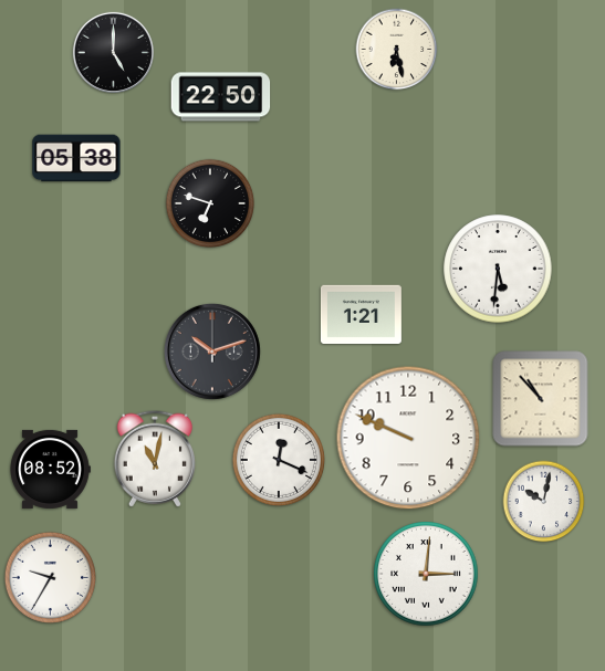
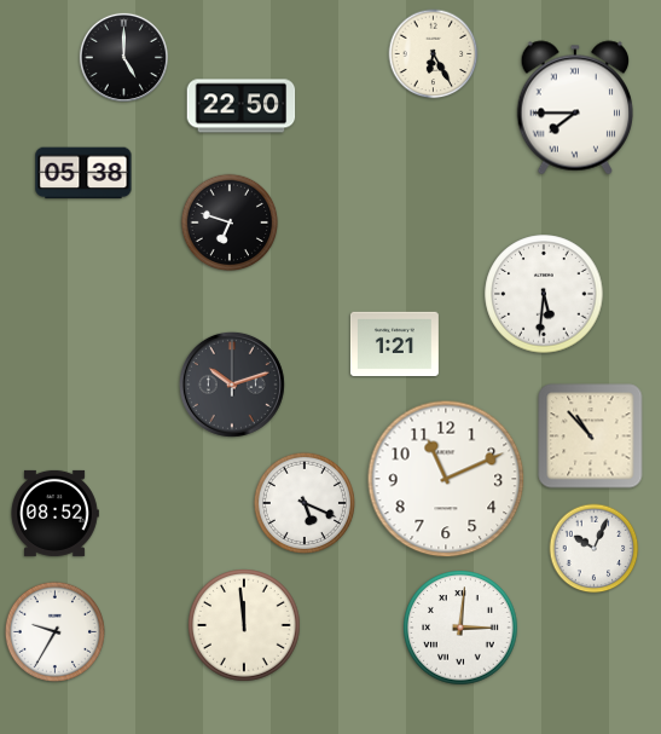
clock at (397, 50): 6:28 -> 6:25
clock at (574, 108): none -> 7:45
clock at (408, 438): 9:49 -> 11:11
clock at (154, 459): 11:02 -> none
clock at (279, 460): 12:19 -> 5:19
clock at (544, 502): 10:02 -> 10:04
clock at (245, 626): none -> 11:59
clock at (426, 574) position: (426, 574) -> (460, 628)
